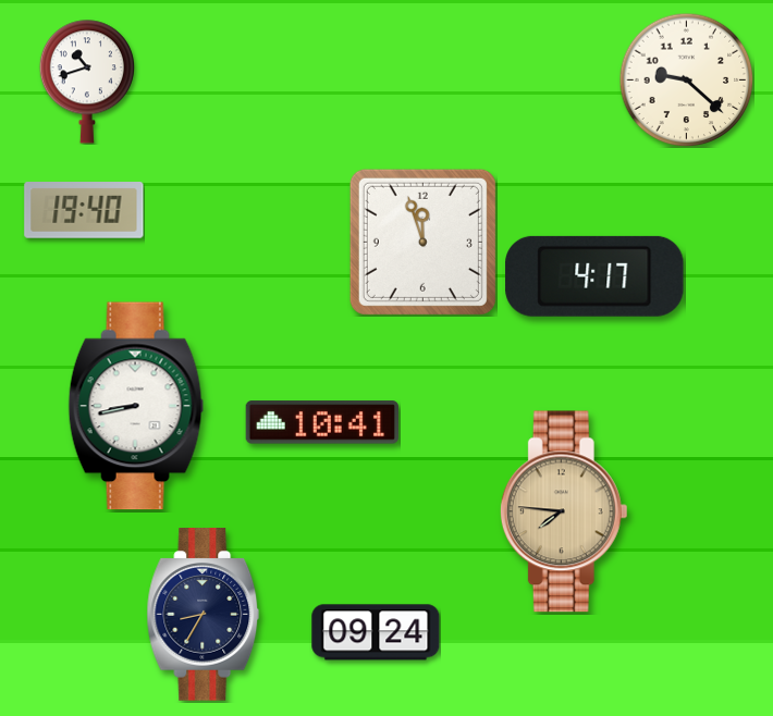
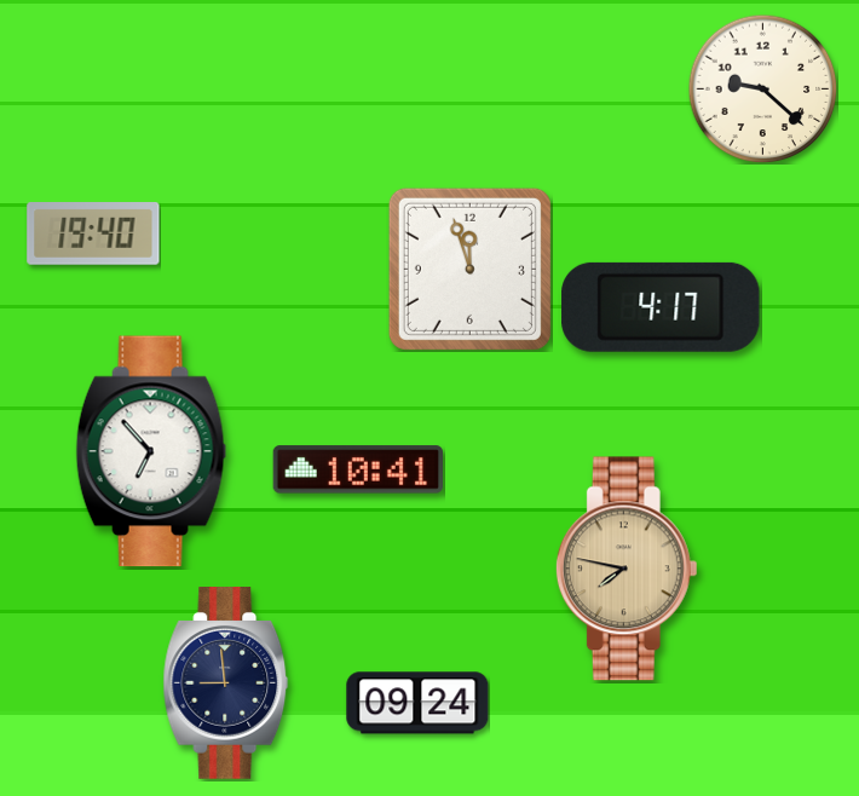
clock at (87, 82): 10:42 -> none
clock at (136, 406): 8:43 -> 6:53
clock at (564, 511): 7:46 -> 7:47
clock at (204, 615): 8:35 -> 8:59
